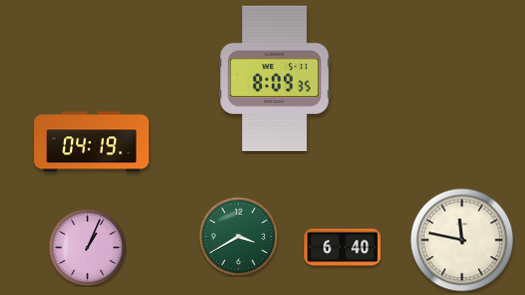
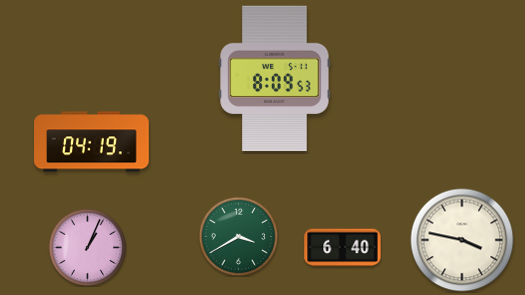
clock at (275, 79): 8:09:35 -> 8:09:53
clock at (462, 240): 11:47 -> 3:47
